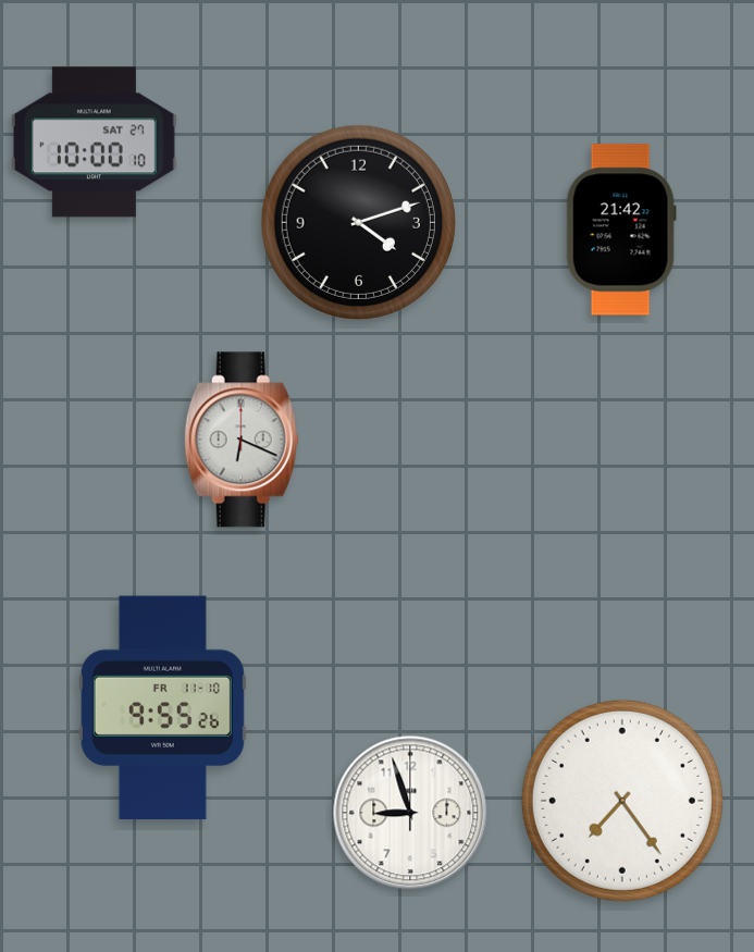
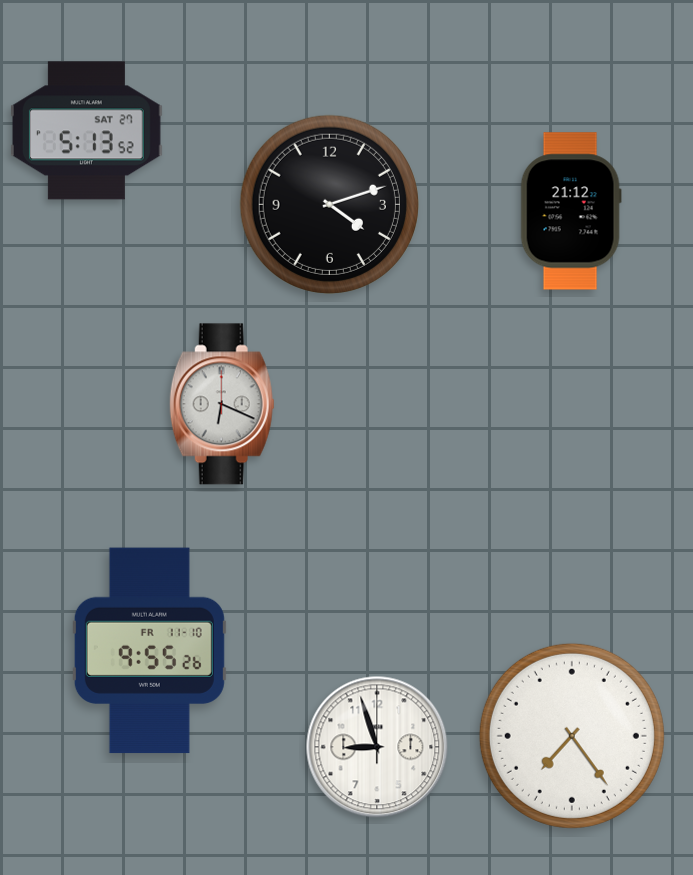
clock at (94, 143): 10:00 -> 5:13
clock at (621, 230): 21:42 -> 21:12
